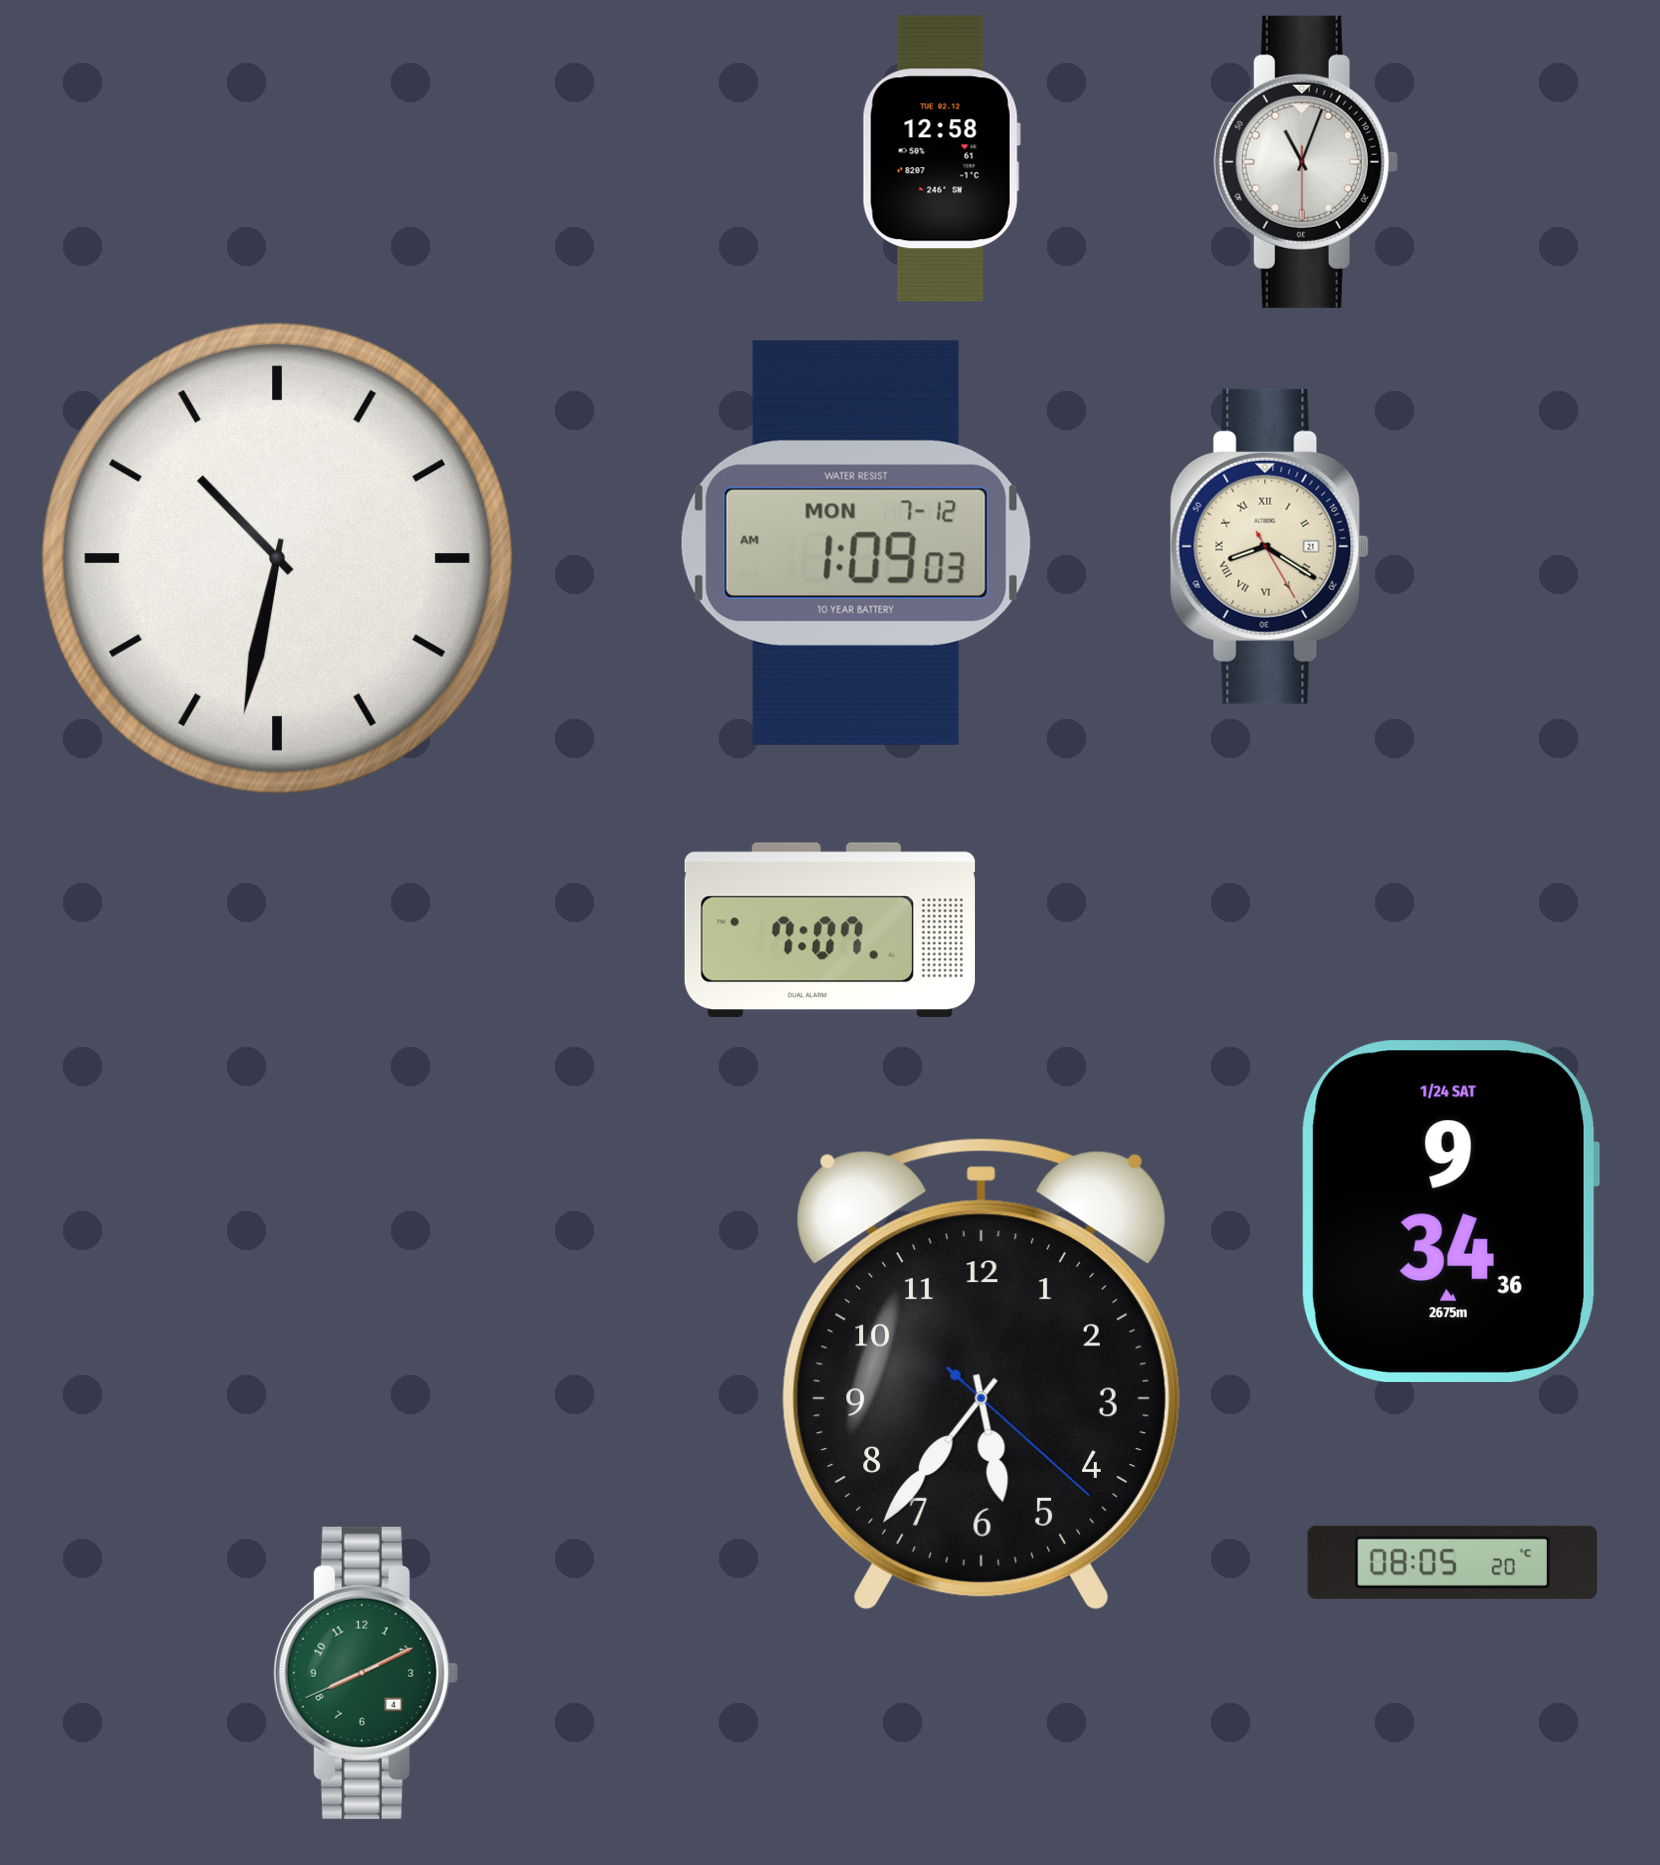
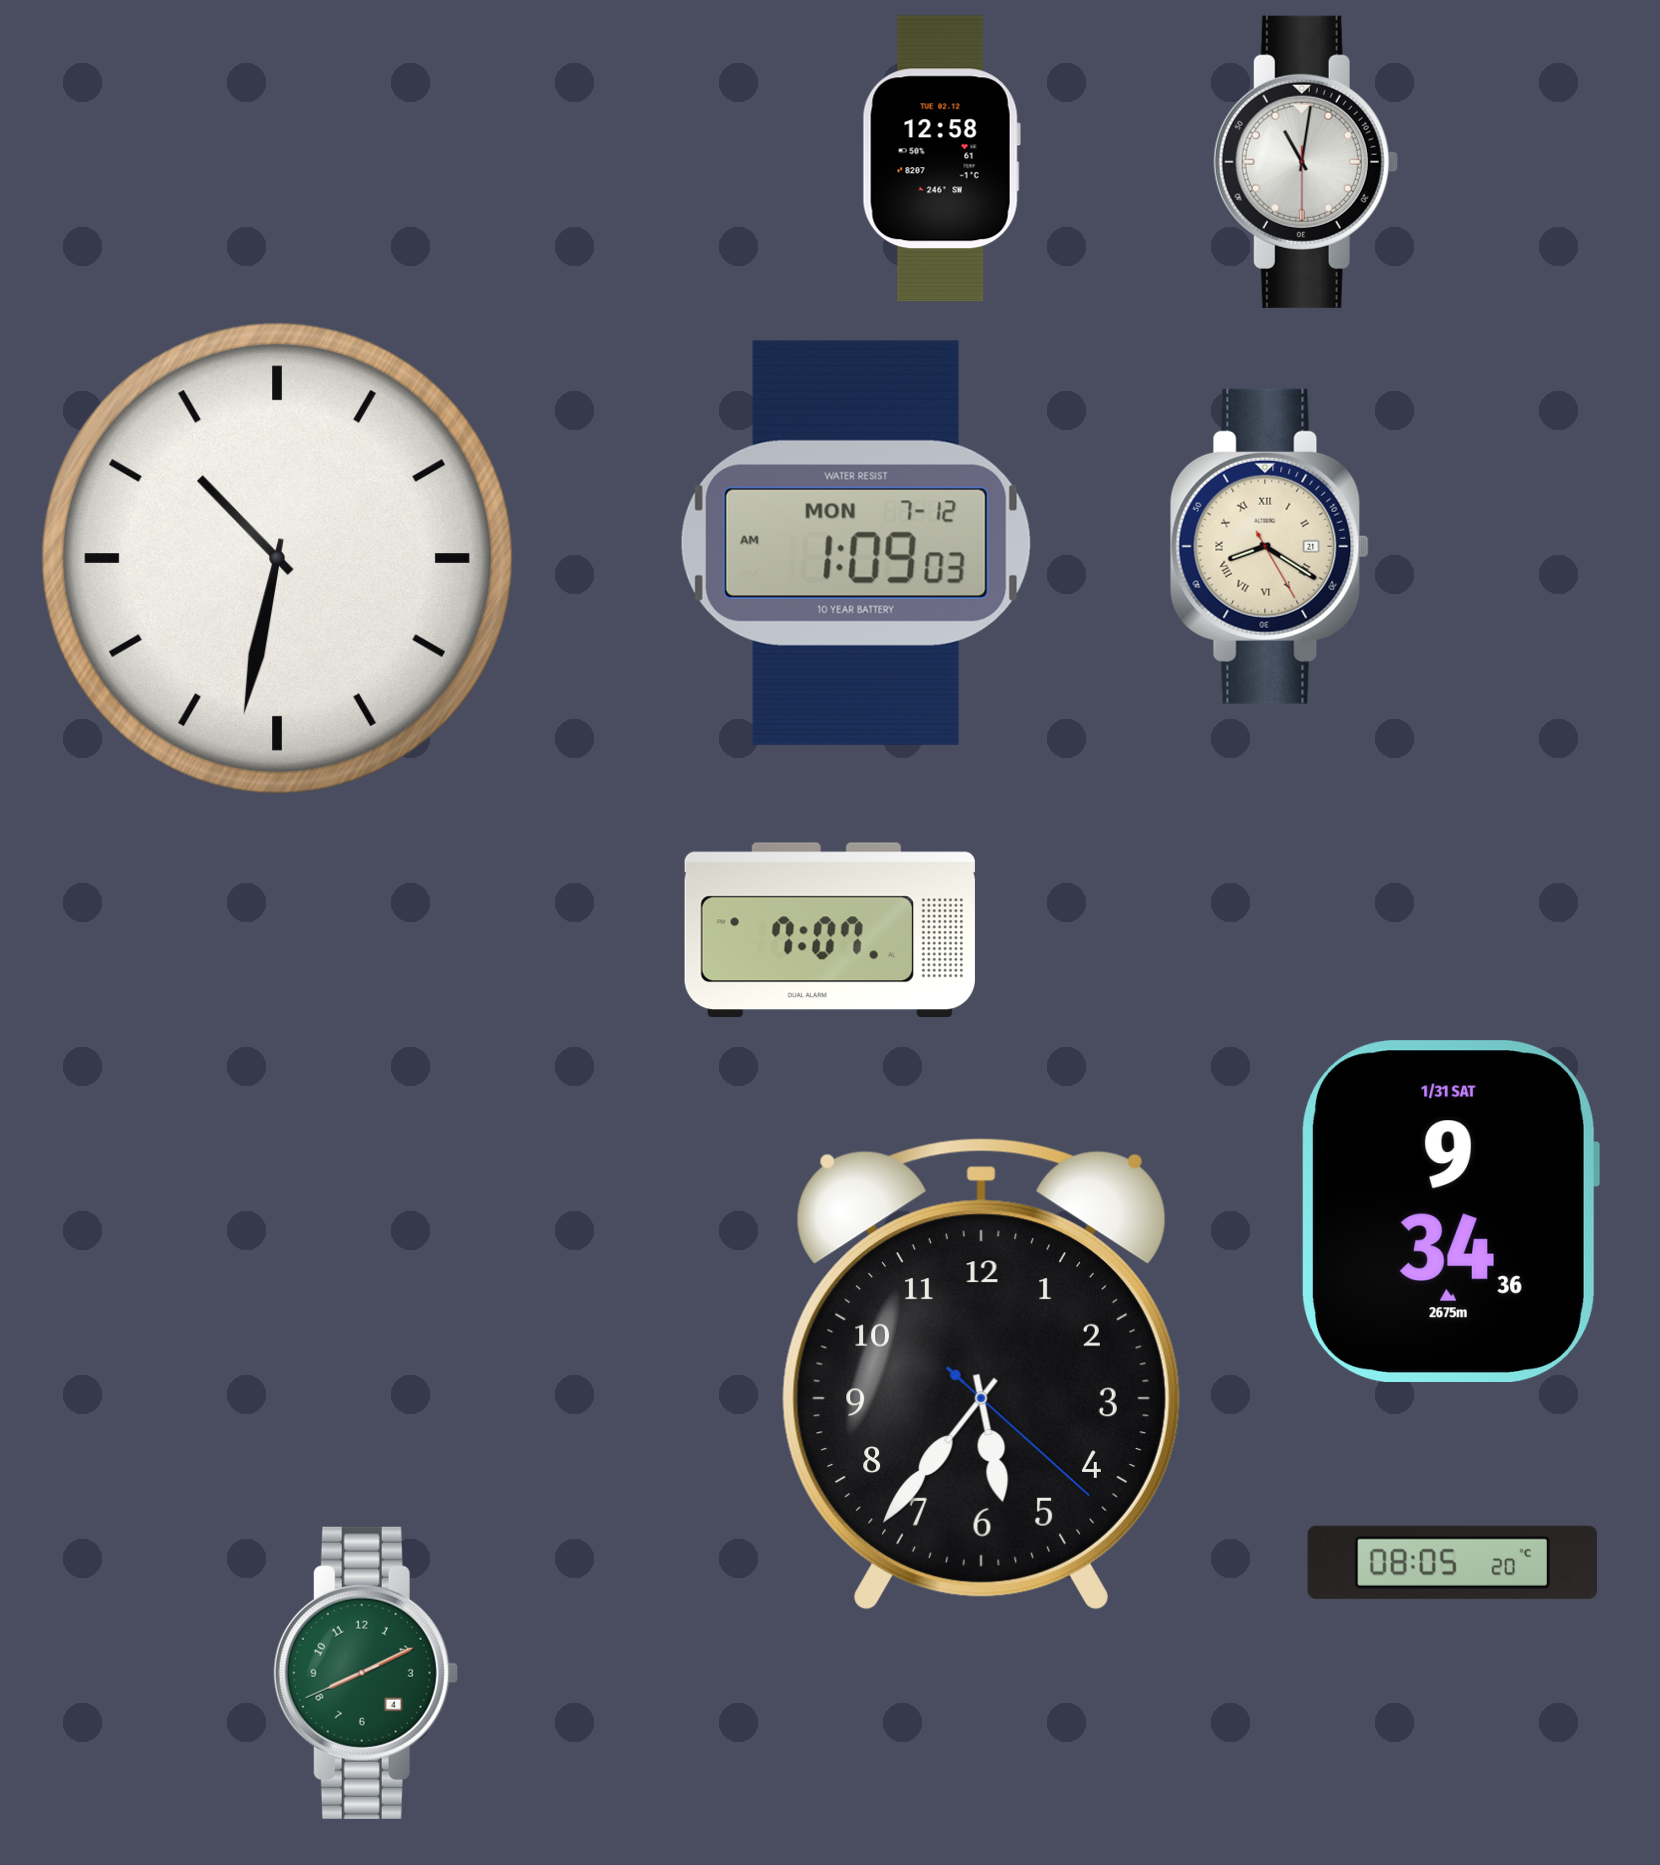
clock at (1306, 162): 11:03 -> 11:01
clock at (1451, 1211) date: 1/24 SAT -> 1/31 SAT
